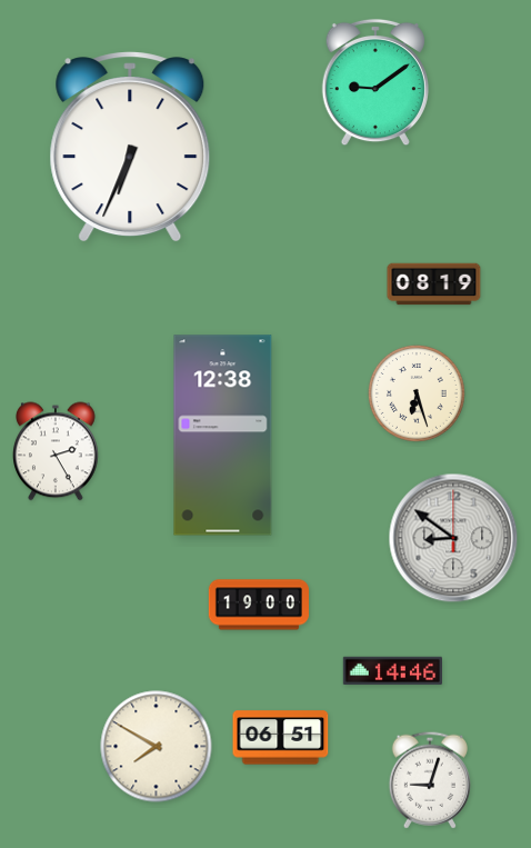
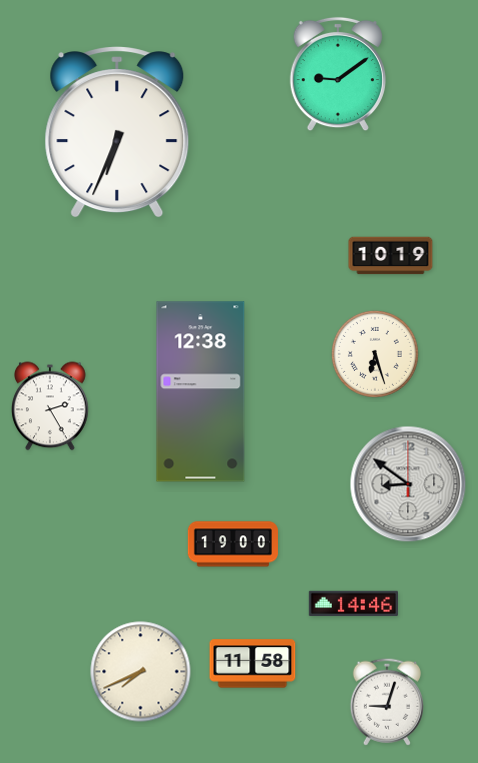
clock at (434, 285): 08:19 -> 10:19
clock at (281, 738): 06:51 -> 11:58
clock at (157, 747): 7:50 -> 7:41
